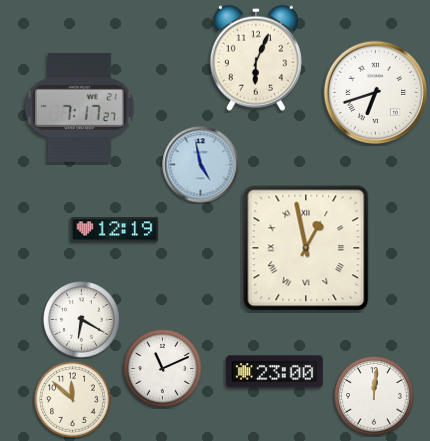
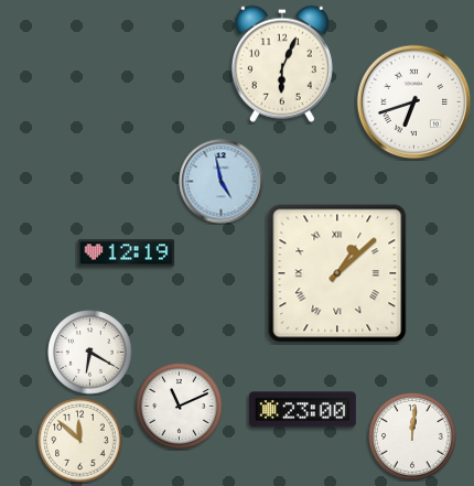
clock at (80, 107): 7:17 -> none
clock at (306, 248): 12:58 -> 1:08
